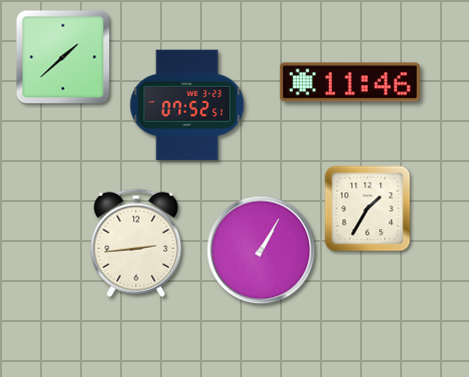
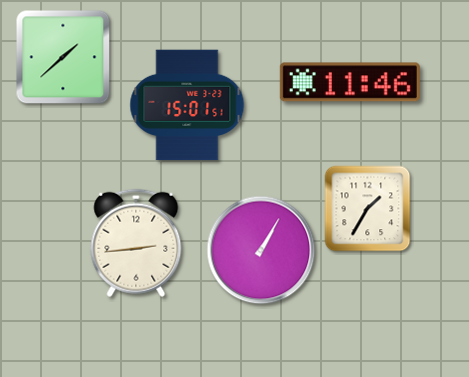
clock at (187, 105): 07:52 -> 15:01
